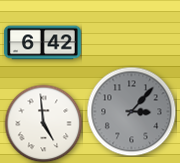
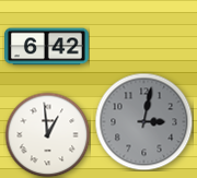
clock at (131, 111): 3:07 -> 3:02
clock at (43, 123): 4:59 -> 12:59
